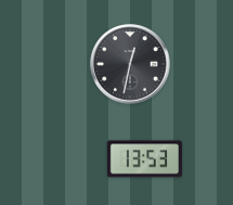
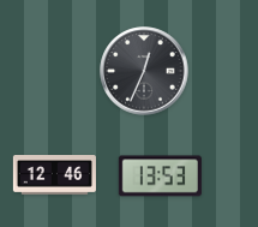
clock at (130, 64): 12:32 -> 12:34
clock at (54, 175): none -> 12:46
